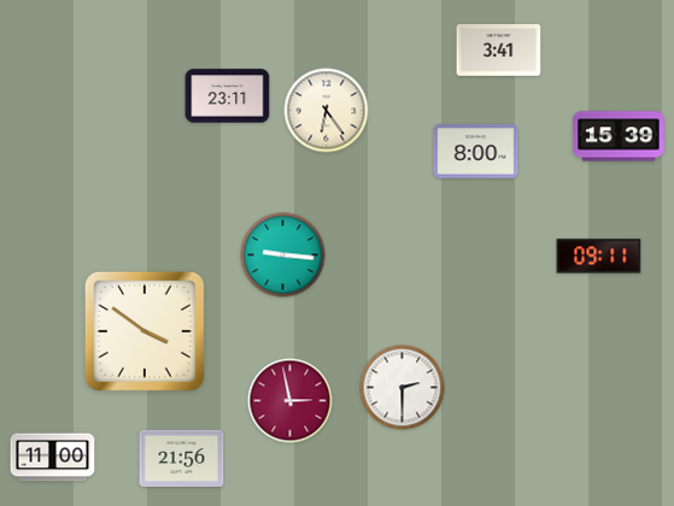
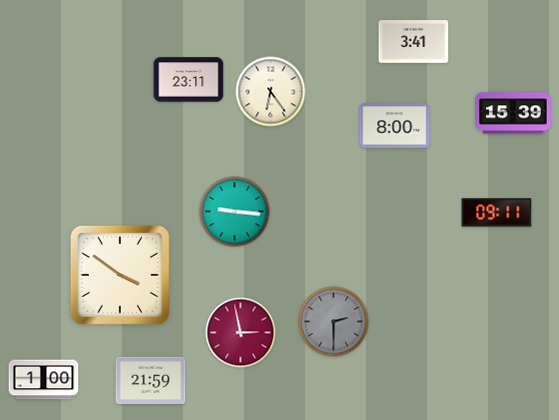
clock at (403, 388) dial: white -> grey
clock at (53, 458): 11:00 -> 1:00
clock at (182, 459): 21:56 -> 21:59
